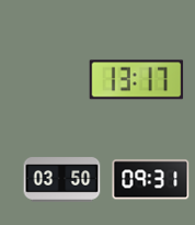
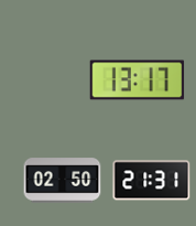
clock at (62, 180): 03:50 -> 02:50
clock at (151, 180): 09:31 -> 21:31
